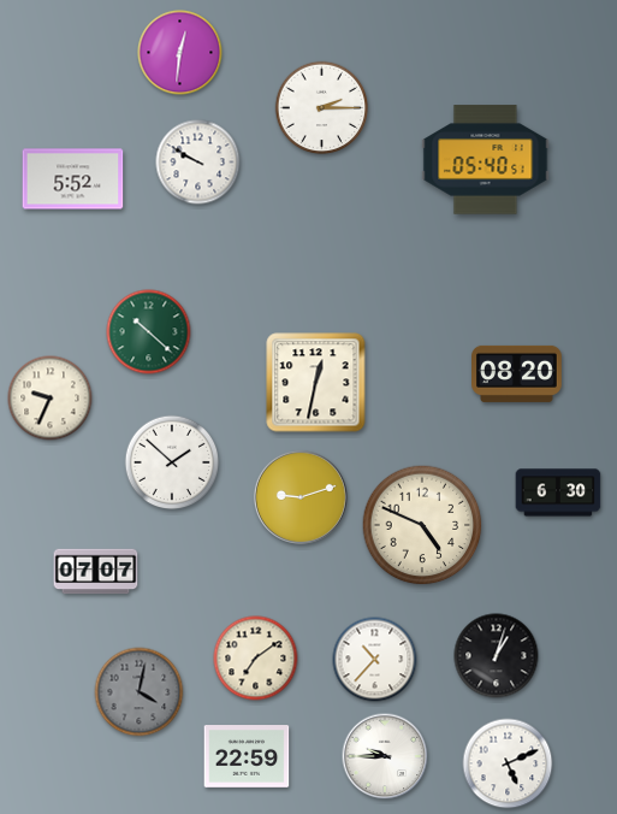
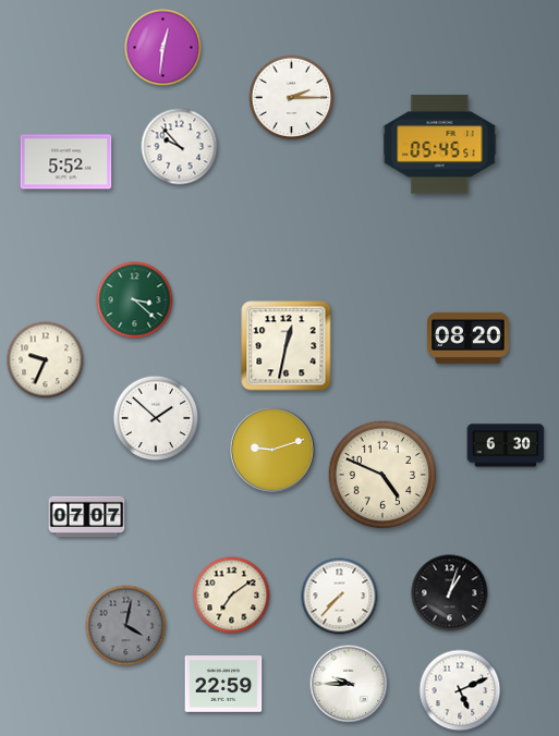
clock at (486, 160): 05:40 -> 05:45
clock at (198, 163): 9:50 -> 9:53
clock at (149, 332): 10:22 -> 3:22
clock at (375, 660): 10:37 -> 7:37
